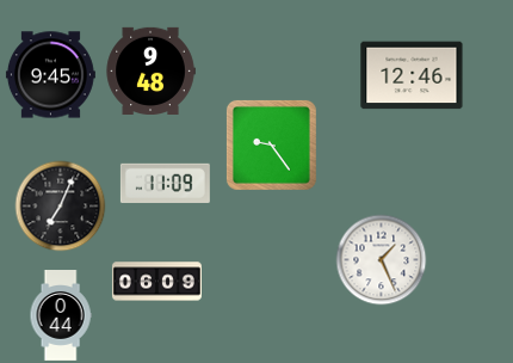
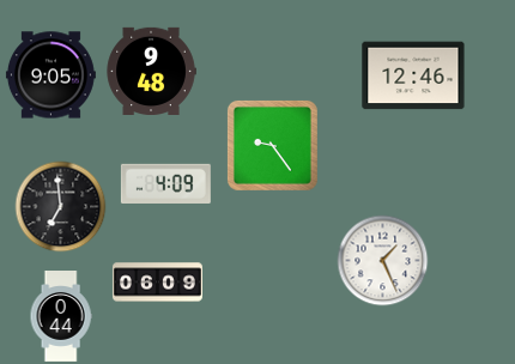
clock at (50, 75): 9:45 -> 9:05
clock at (165, 183): 11:09 -> 4:09
clock at (61, 207): 7:04 -> 6:59
